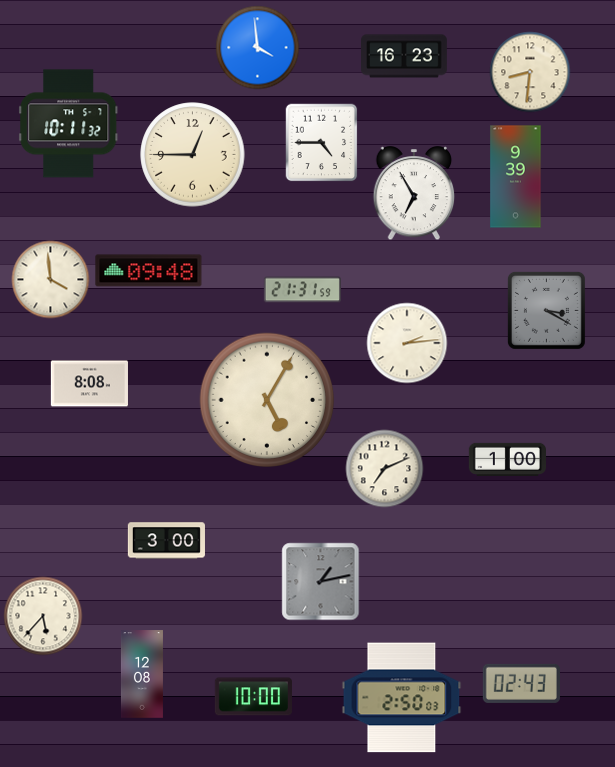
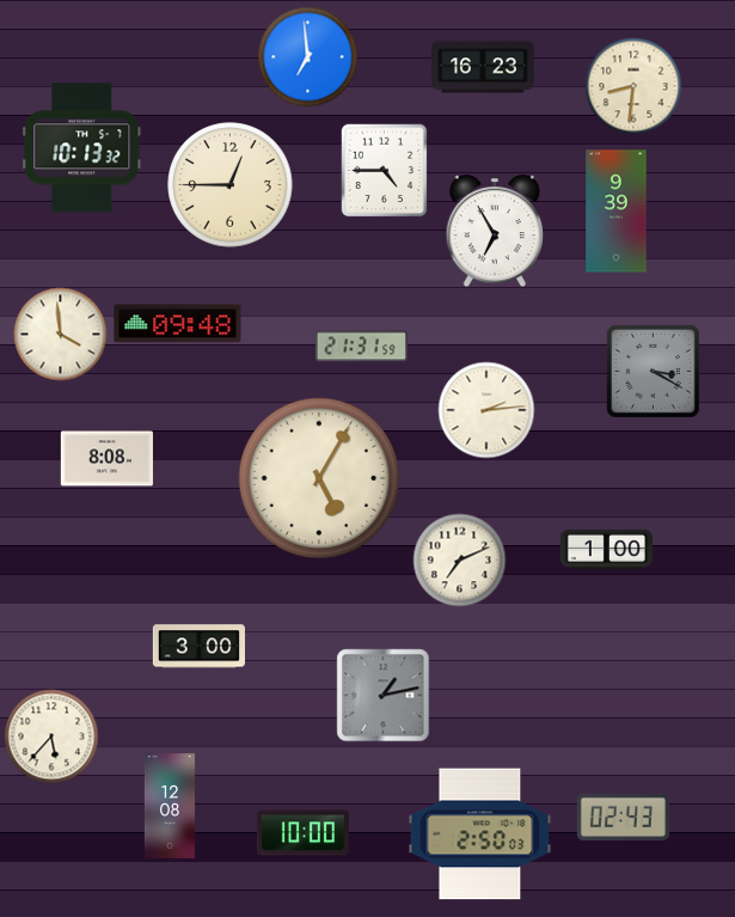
clock at (257, 47): 3:59 -> 6:59
clock at (69, 124): 10:11 -> 10:13
